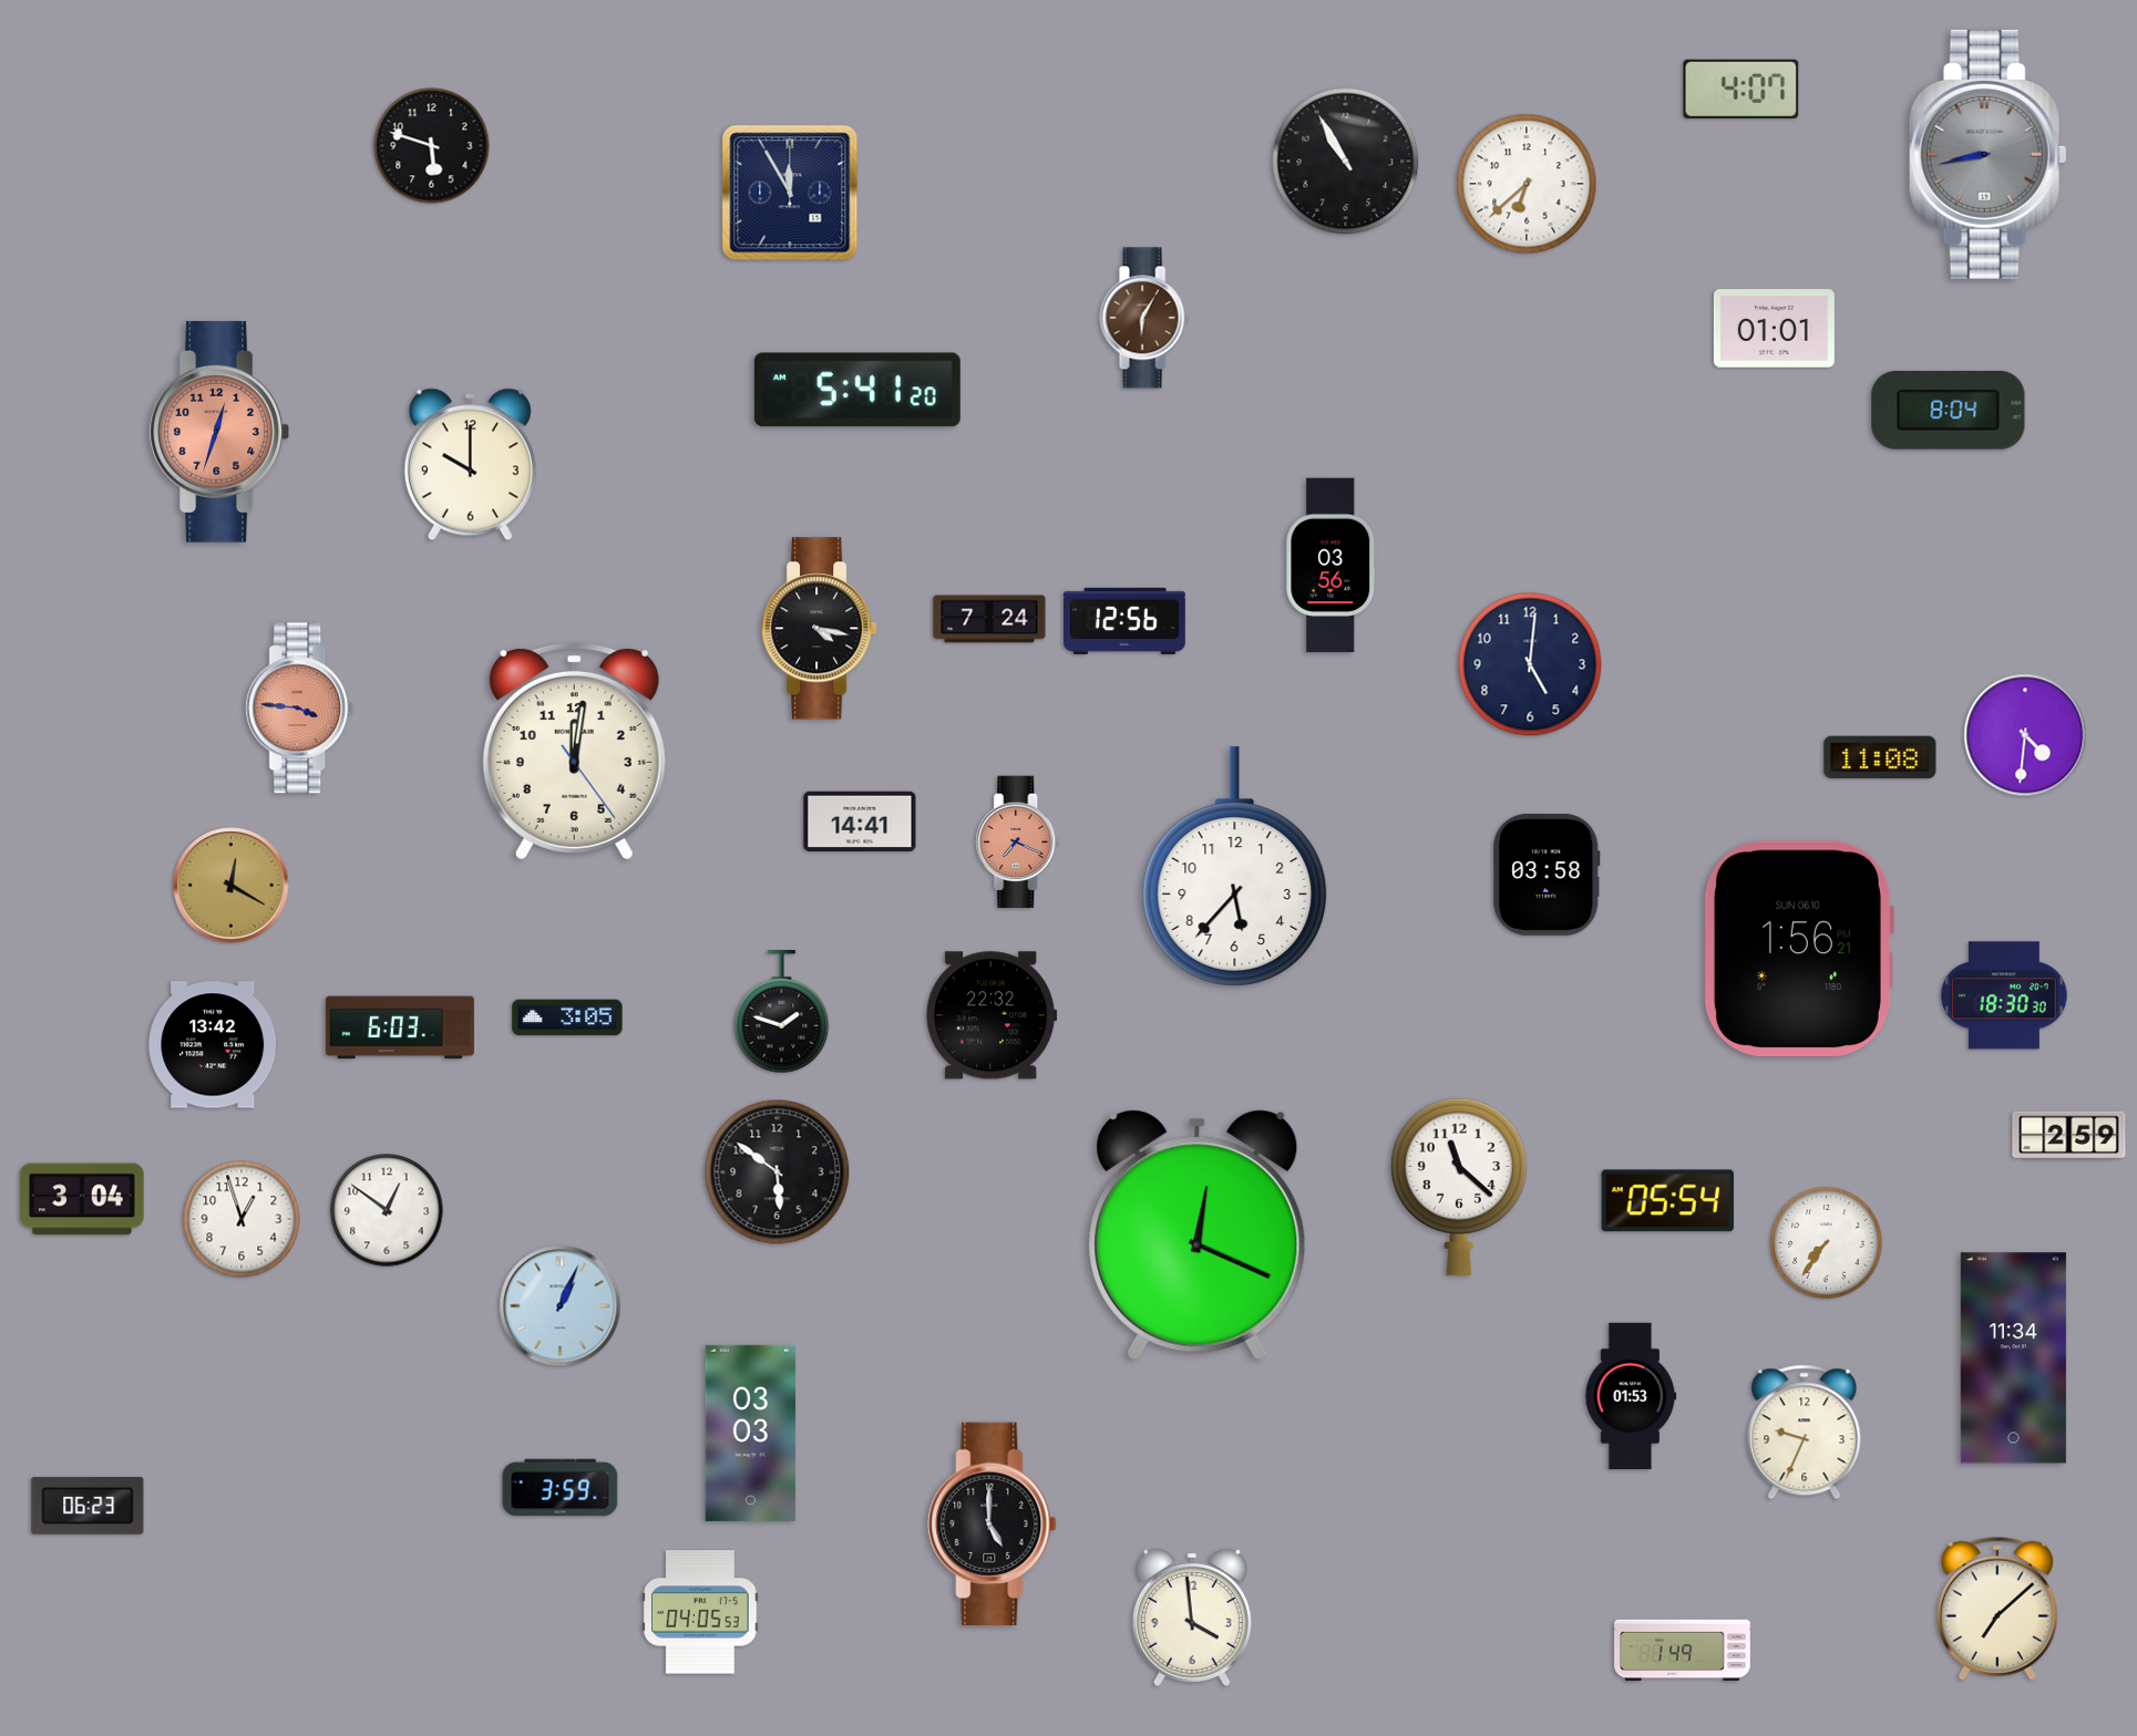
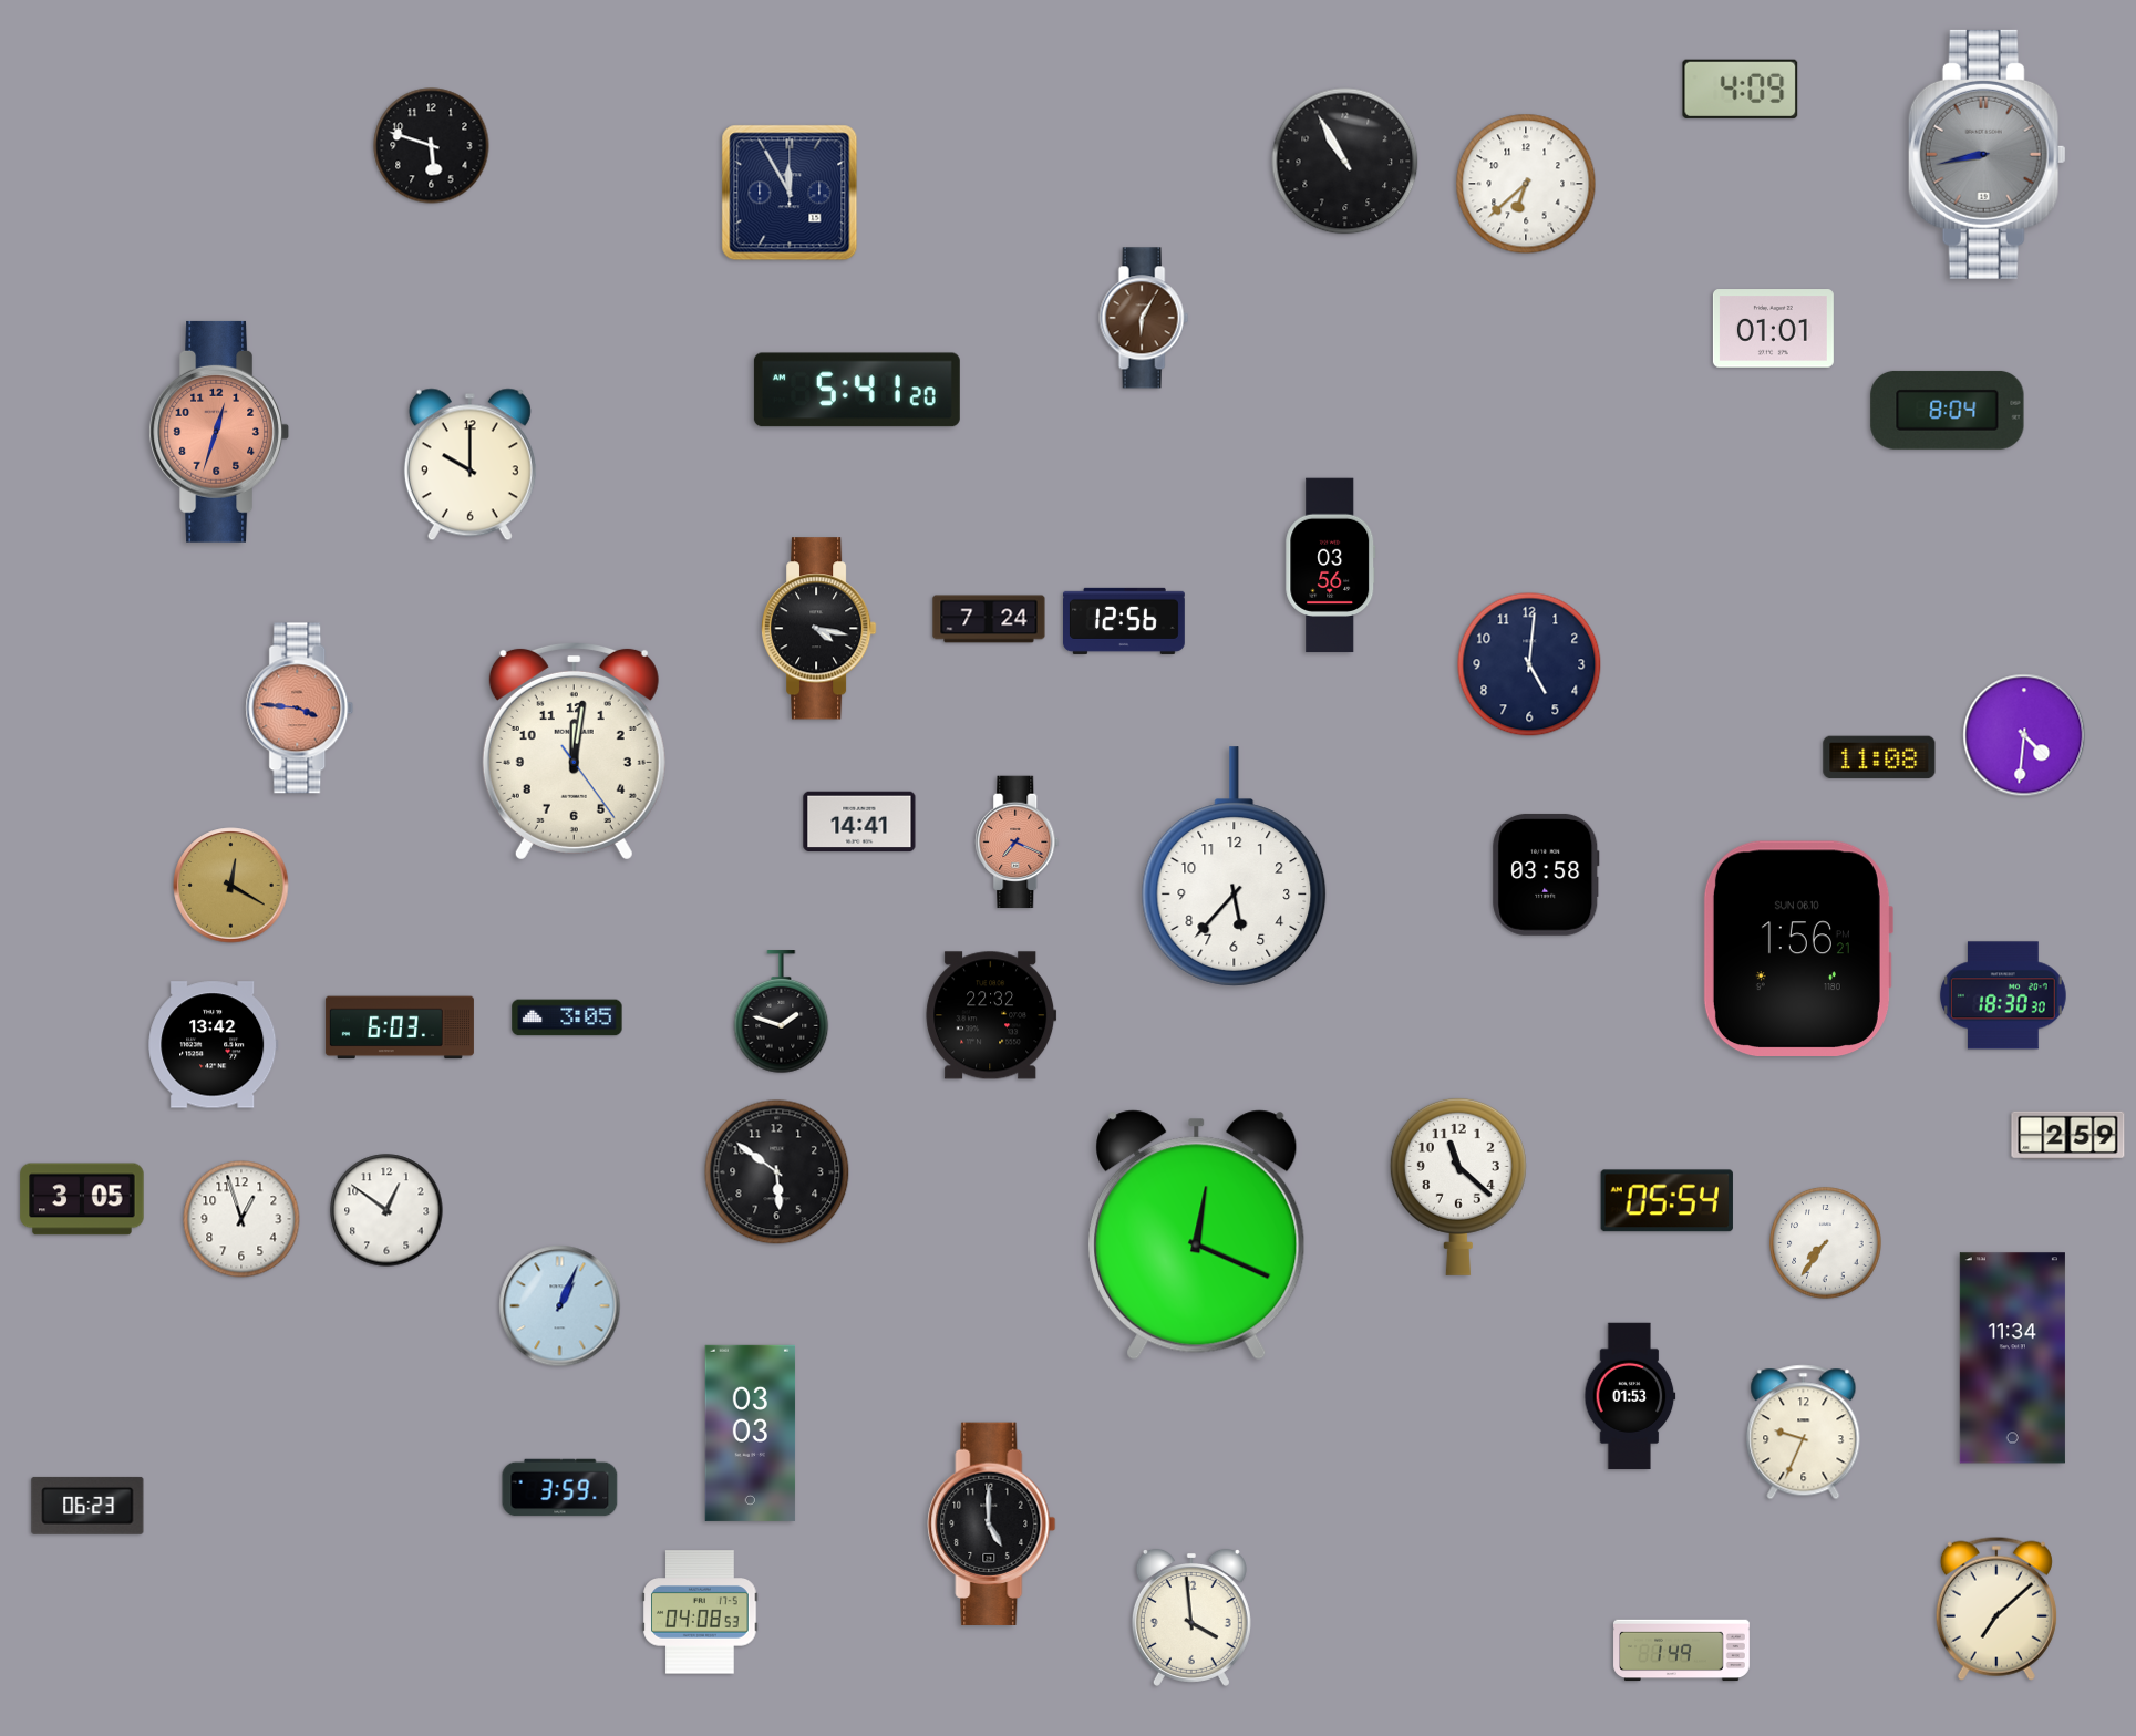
clock at (1742, 89): 4:07 -> 4:09
clock at (82, 1199): 3:04 -> 3:05
clock at (700, 1612): 04:05 -> 04:08
